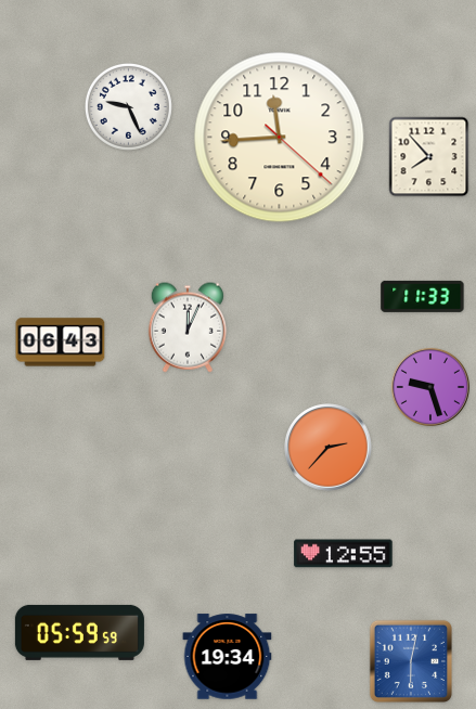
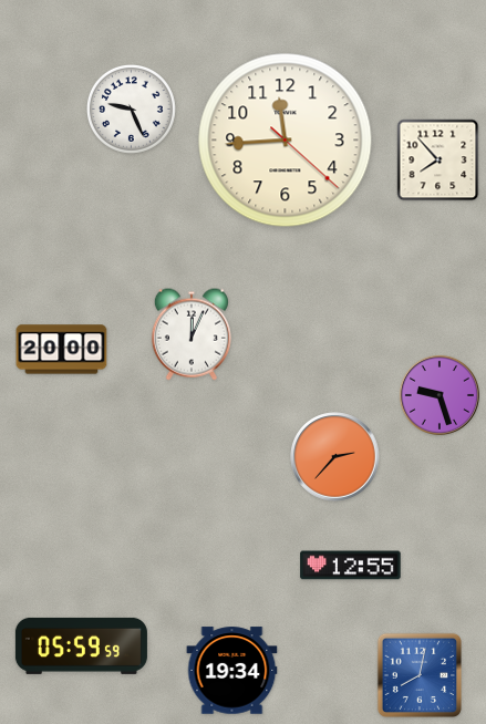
clock at (423, 296): 11:33 -> none
clock at (61, 343): 06:43 -> 20:00
clock at (410, 660): 6:02 -> 8:02
